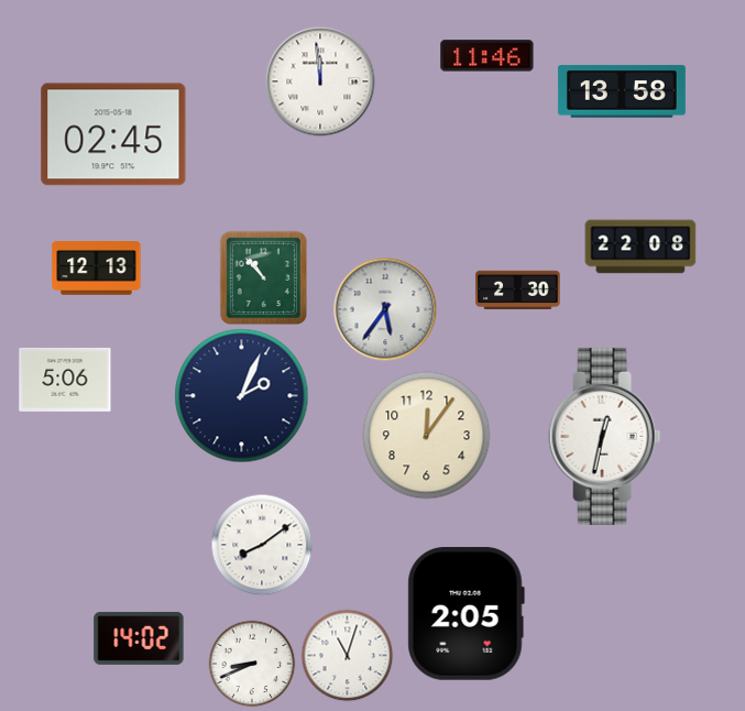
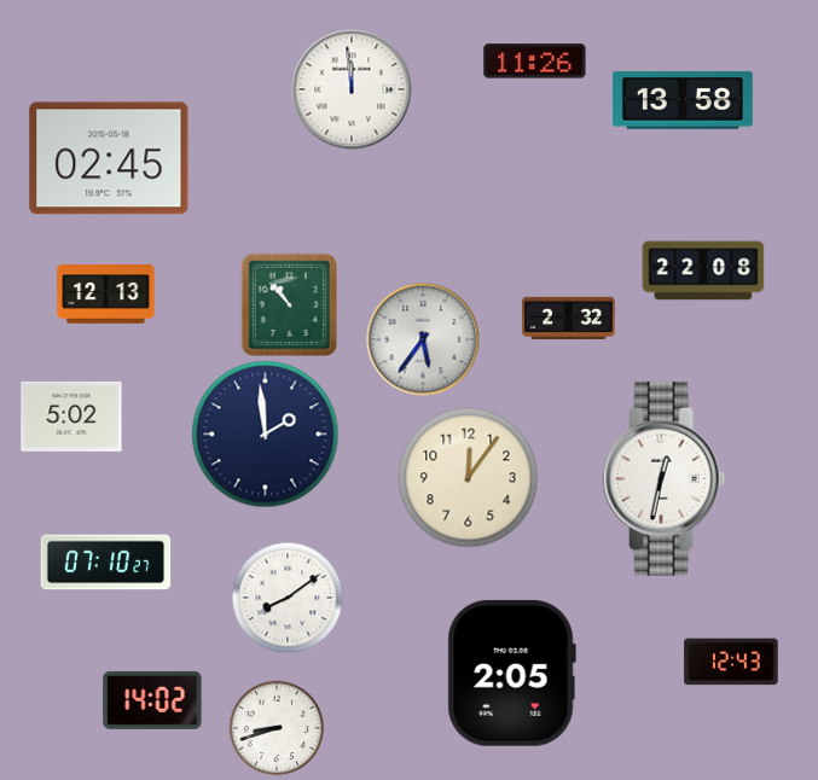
clock at (487, 56): 11:46 -> 11:26
clock at (113, 134) position: (113, 134) -> (109, 158)
clock at (518, 289): 2:30 -> 2:32
clock at (65, 380): 5:06 -> 5:02
clock at (242, 396): 2:04 -> 1:59
clock at (106, 563): none -> 07:10
clock at (731, 662): none -> 12:43
clock at (347, 655): 11:03 -> none
clock at (252, 664): 8:41 -> 8:42
